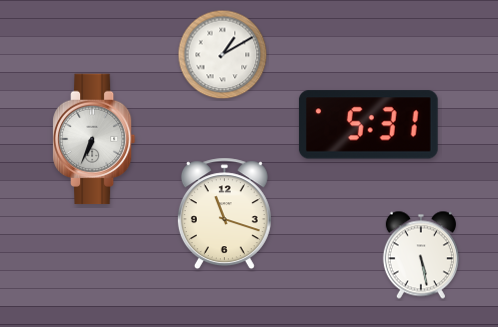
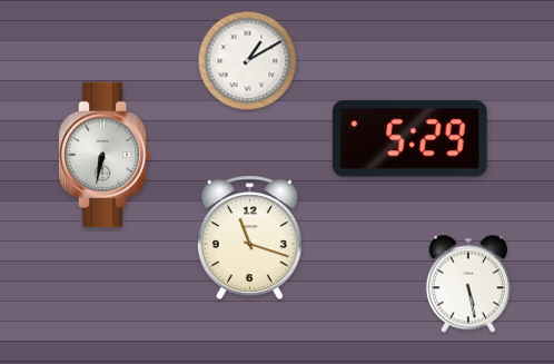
clock at (368, 125): 5:31 -> 5:29
clock at (95, 139): 6:34 -> 6:32
